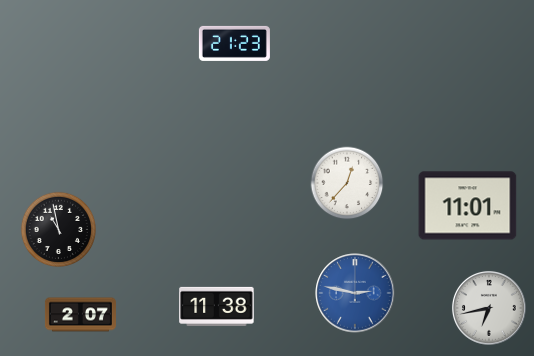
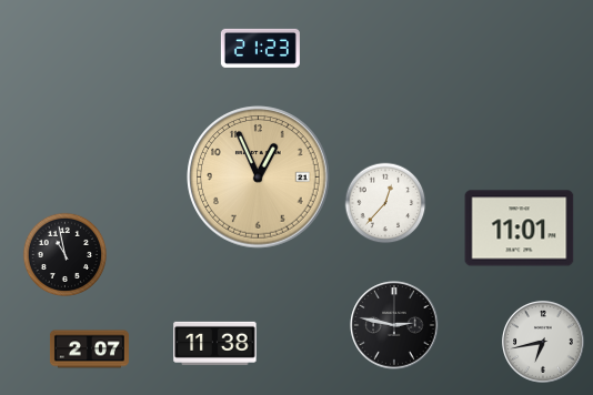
clock at (259, 178): none -> 12:56
clock at (355, 293) dial: blue -> black
clock at (217, 306) position: (217, 306) -> (215, 343)
